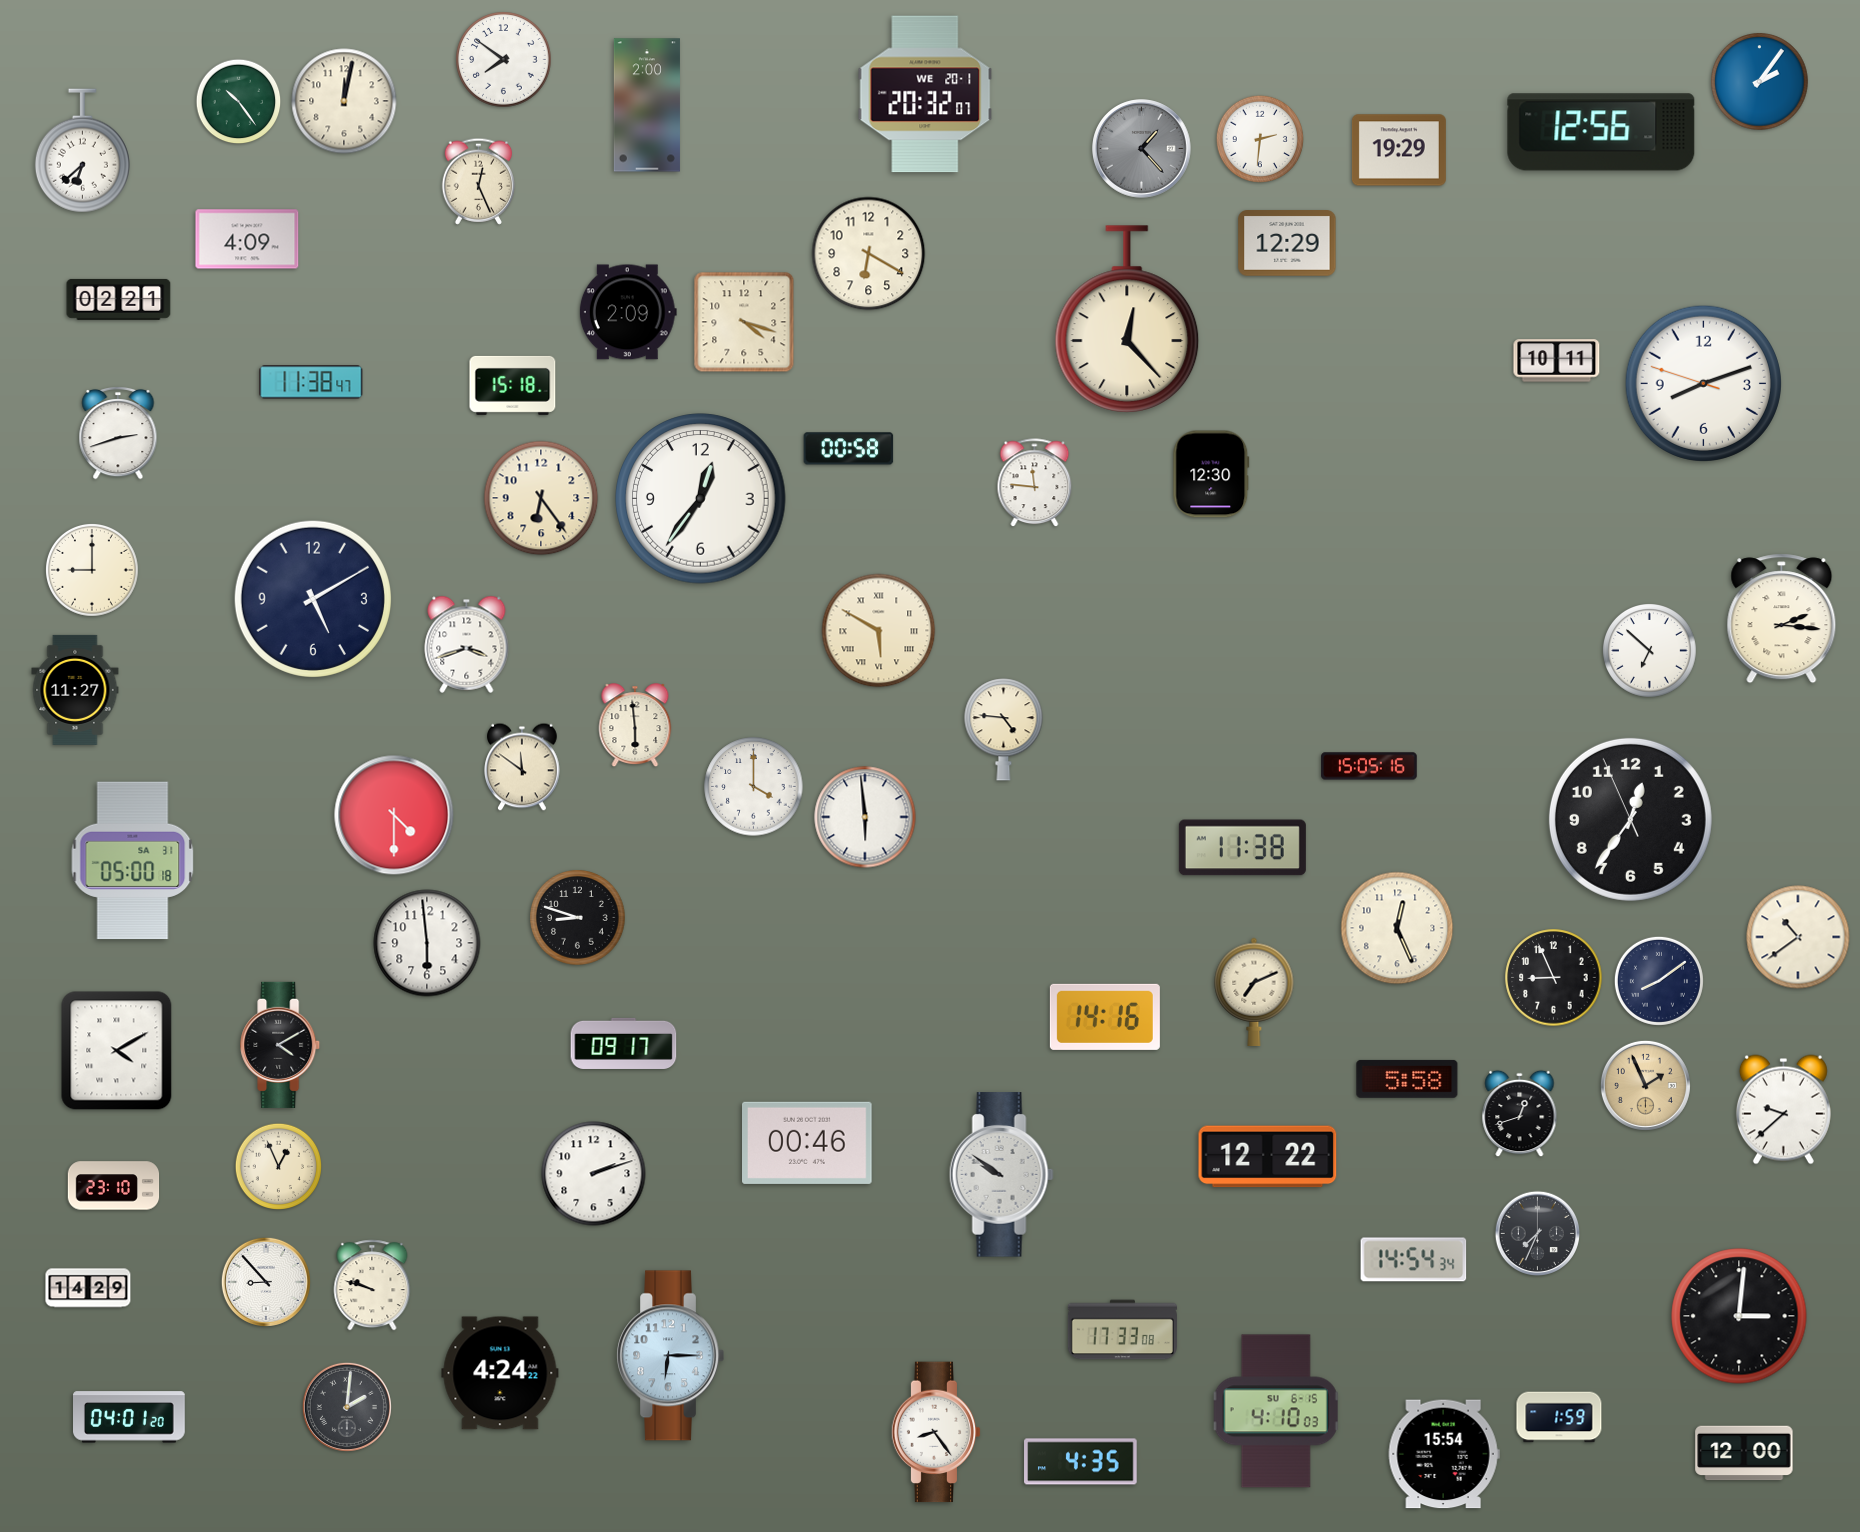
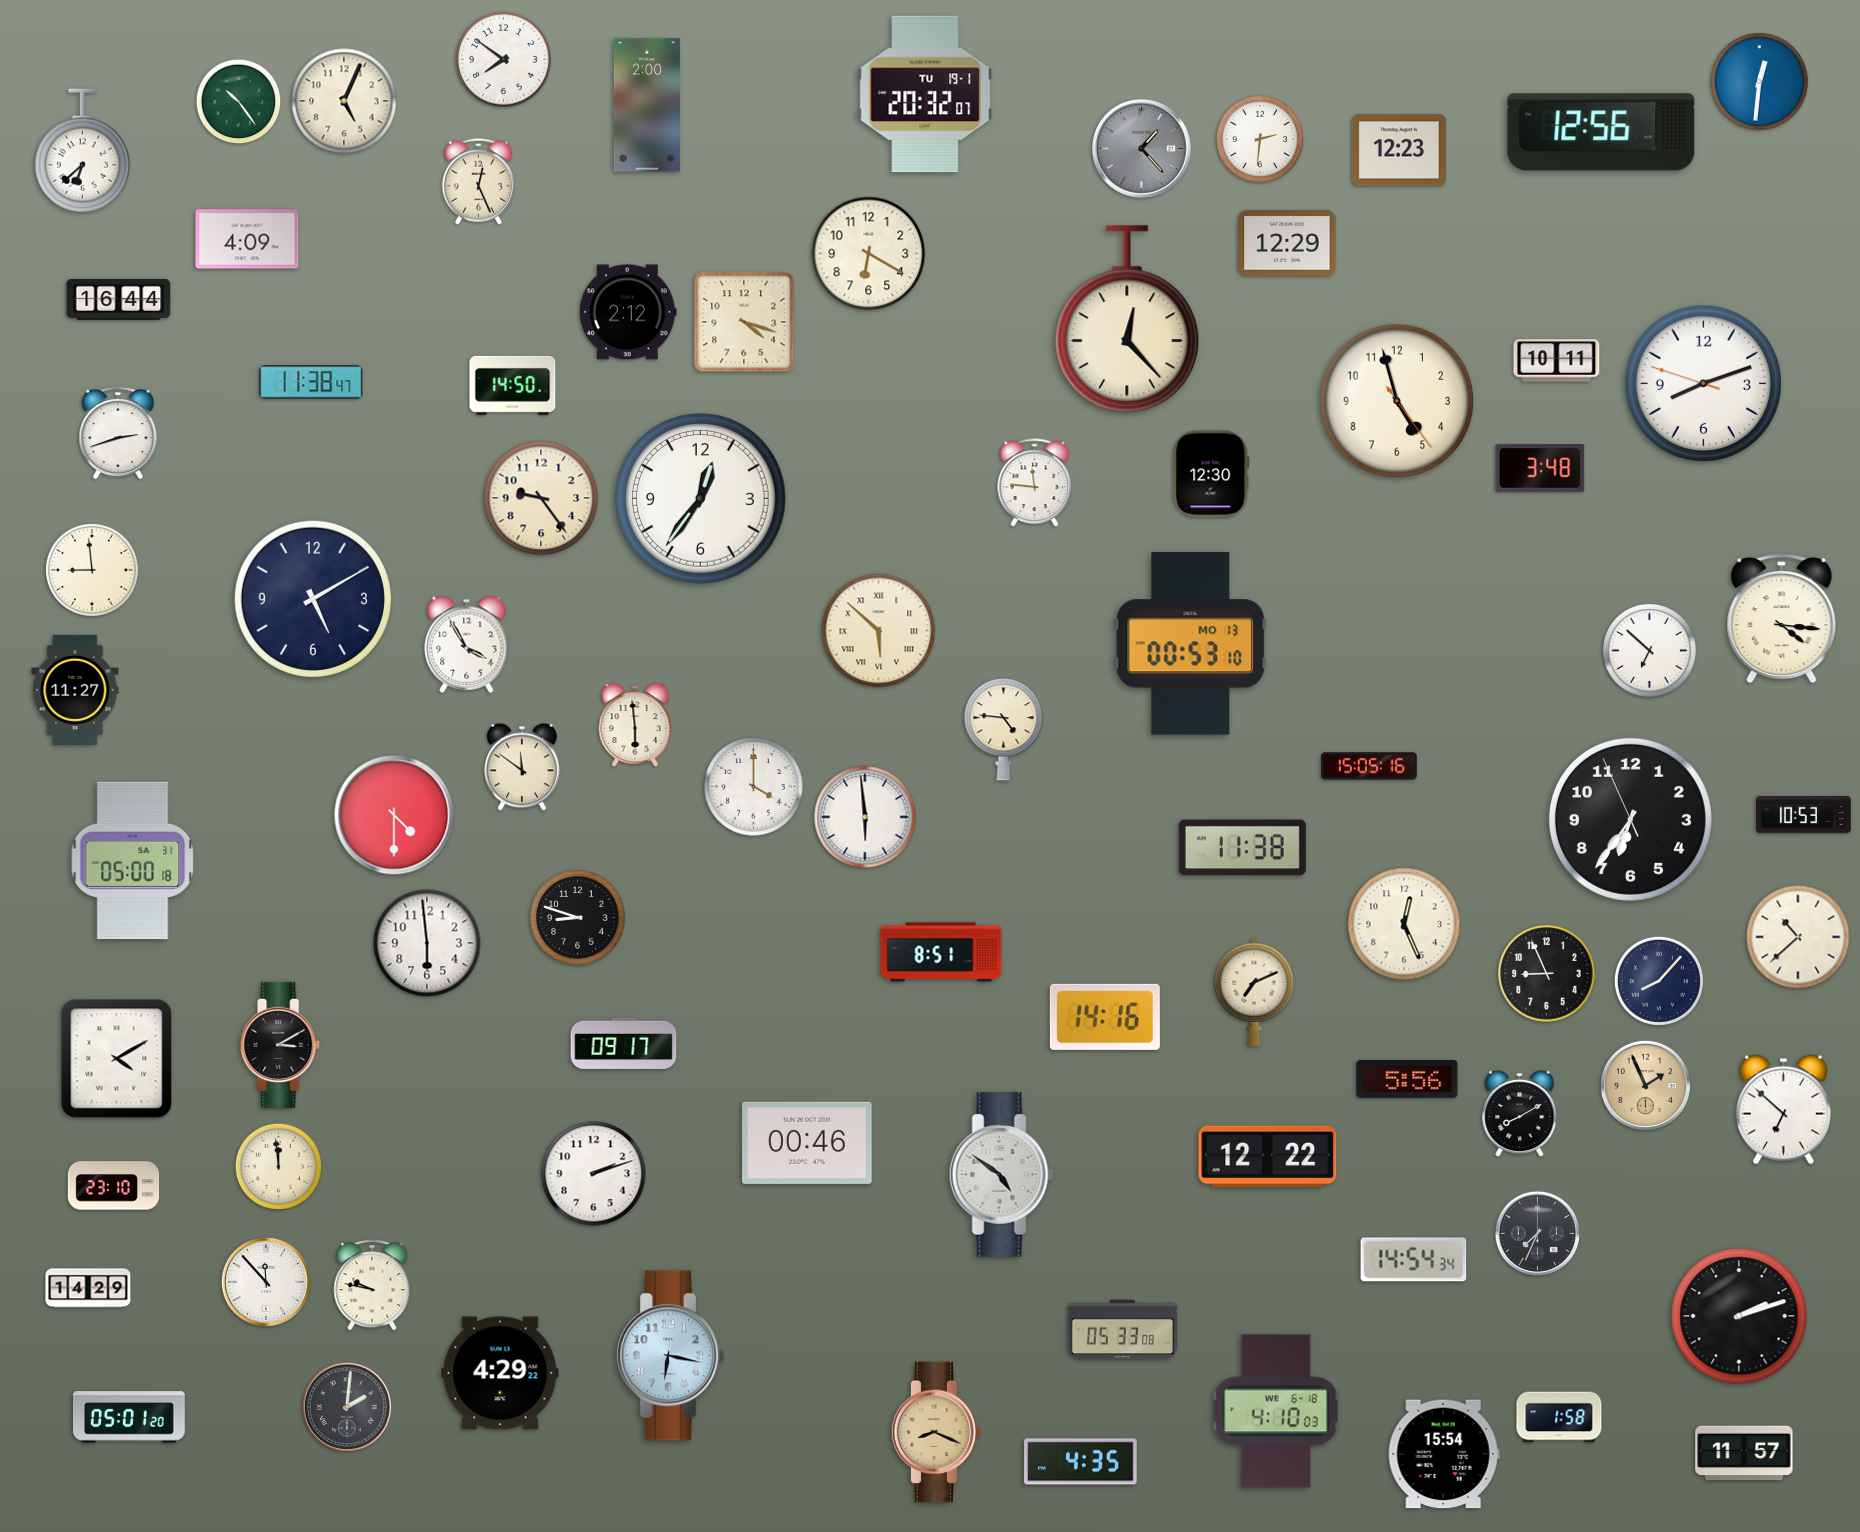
clock at (1760, 82): 2:06 -> 12:31
clock at (925, 94) date: WE 20-1 -> TU 19-1
clock at (344, 101): 12:02 -> 5:04
clock at (1399, 150): 19:29 -> 12:23
clock at (119, 299): 02:21 -> 16:44
clock at (628, 312): 2:09 -> 2:12
clock at (513, 385): 15:18 -> 14:50
clock at (1397, 401): none -> 4:57
clock at (849, 449): 00:58 -> none
clock at (1540, 468): none -> 3:48
clock at (541, 498): 6:24 -> 9:24
clock at (92, 570): 9:00 -> 8:59
clock at (1782, 619): 2:16 -> 4:16
clock at (879, 631): 5:50 -> 5:52
clock at (467, 644): 3:42 -> 3:55
clock at (1191, 644): none -> 00:53
clock at (1804, 814): none -> 10:53
clock at (1630, 819): 12:35 -> 6:35
clock at (1397, 928) position: (1397, 928) -> (1404, 924)
clock at (1798, 937): 10:39 -> 10:38
clock at (941, 952): none -> 8:51
clock at (1554, 978) position: (1554, 978) -> (1547, 974)
clock at (1659, 981): 8:09 -> 8:07
clock at (281, 1045): 4:10 -> 3:10
clock at (117, 1051) position: (117, 1051) -> (117, 1059)
clock at (1407, 1079): 5:58 -> 5:56
clock at (1783, 1110): 9:38 -> 6:52
clock at (1520, 1114): 12:42 -> 8:10
clock at (278, 1166): 12:56 -> 11:59
clock at (1001, 1175): 9:51 -> 4:51
clock at (266, 1282): 8:53 -> 11:53
clock at (372, 1285): 9:48 -> 9:47
clock at (1739, 1316): 3:01 -> 2:12
clock at (1122, 1330): 17:33 -> 05:33
clock at (670, 1356): 6:15 -> 6:17
clock at (500, 1373): 4:24 -> 4:29
clock at (1276, 1411) date: SU 6-15 -> WE 6-18
clock at (130, 1417): 04:01 -> 05:01
clock at (1559, 1417): 1:59 -> 1:58
clock at (936, 1432): 8:24 -> 8:19
clock at (936, 1432) dial: white -> champagne
clock at (1744, 1453): 12:00 -> 11:57
